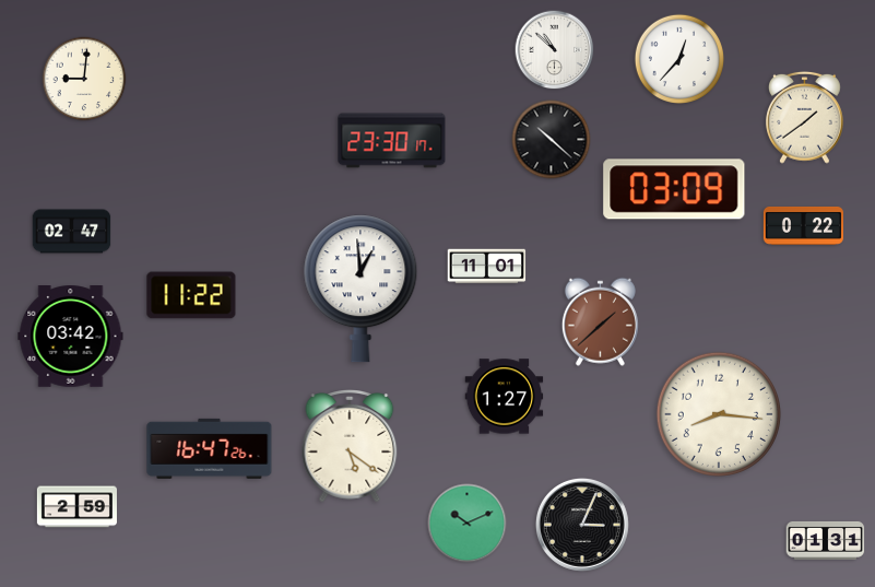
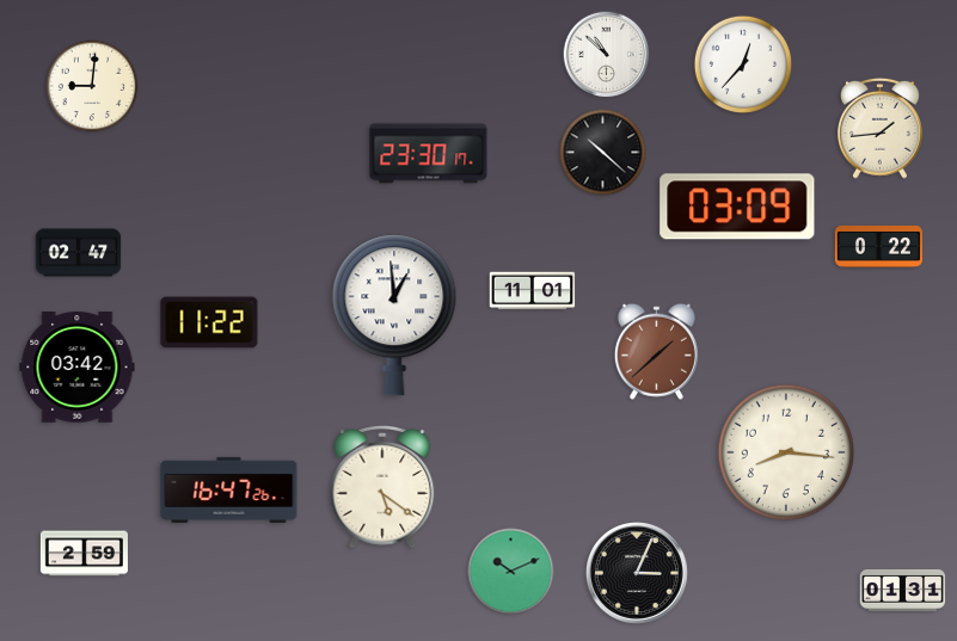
clock at (805, 117): 1:39 -> 1:44
clock at (505, 397): 1:27 -> none
